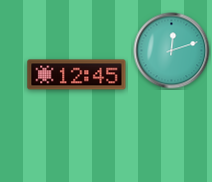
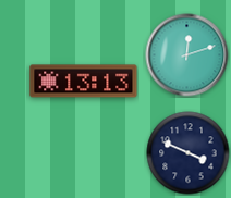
clock at (77, 75): 12:45 -> 13:13
clock at (189, 153): none -> 3:49
